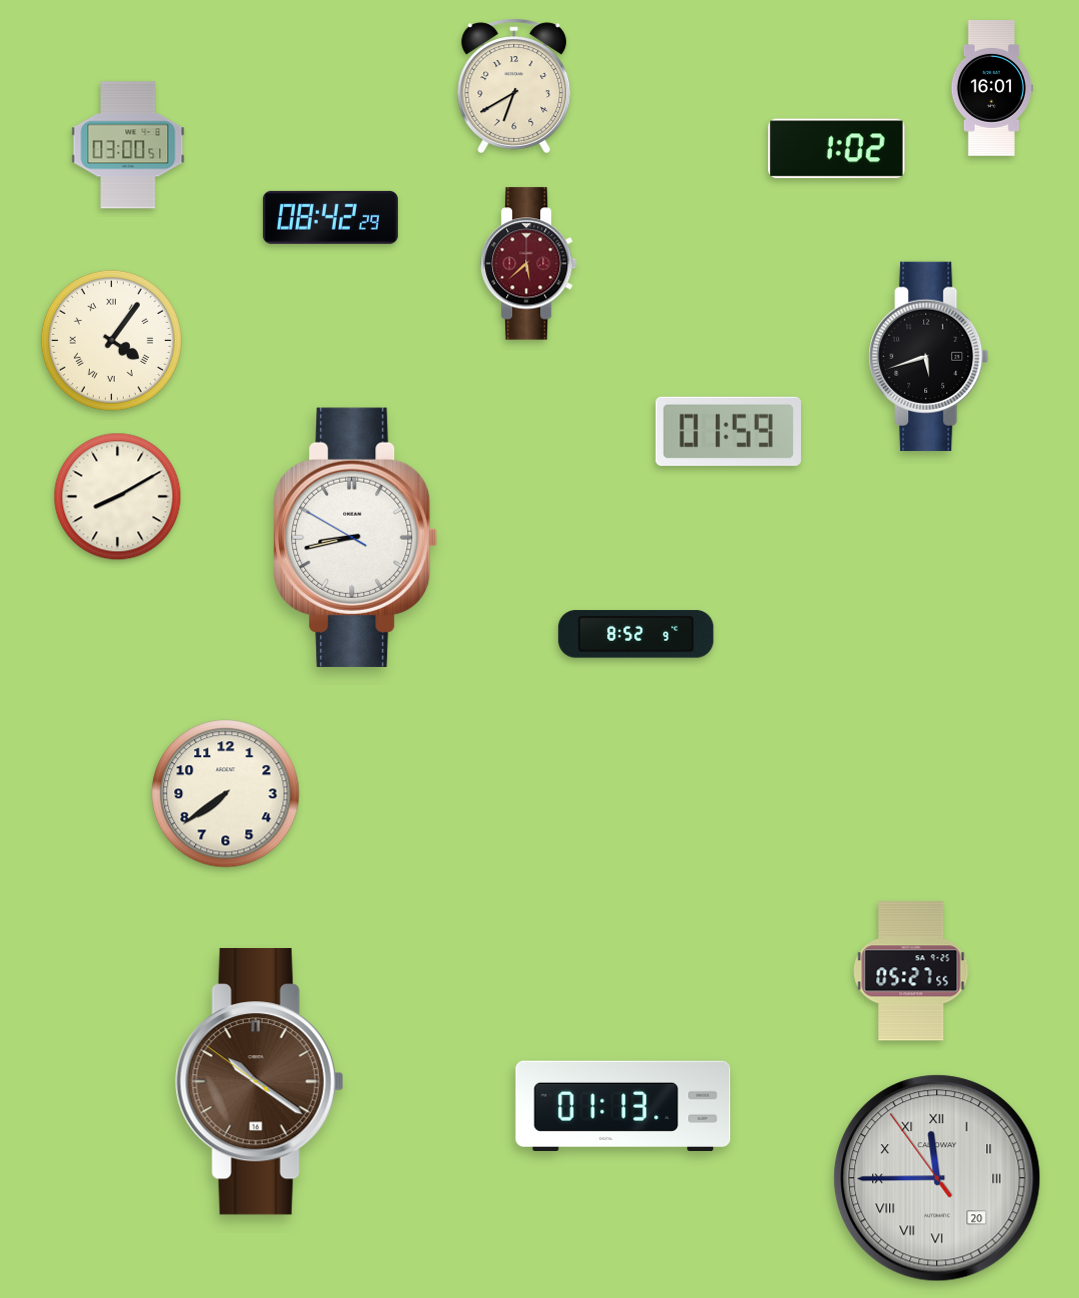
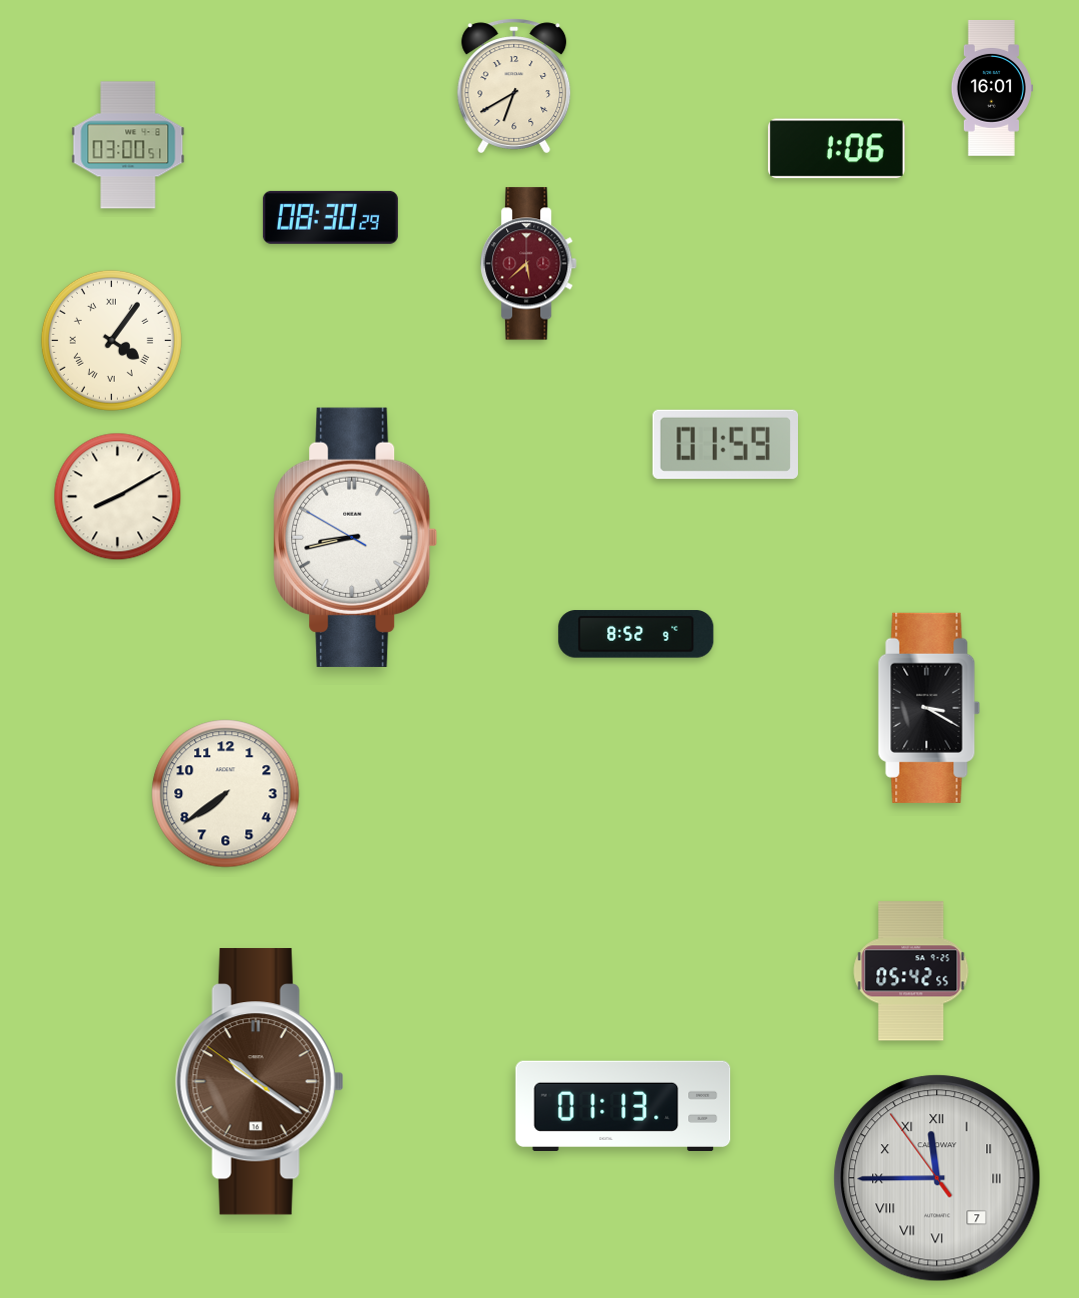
clock at (836, 149): 1:02 -> 1:06
clock at (330, 217): 08:42 -> 08:30
clock at (929, 356): 5:42 -> none
clock at (728, 431) position: (728, 431) -> (725, 444)
clock at (929, 708): none -> 3:20
clock at (911, 971): 05:27 -> 05:42
clock at (937, 1178) date: 20 -> 7
